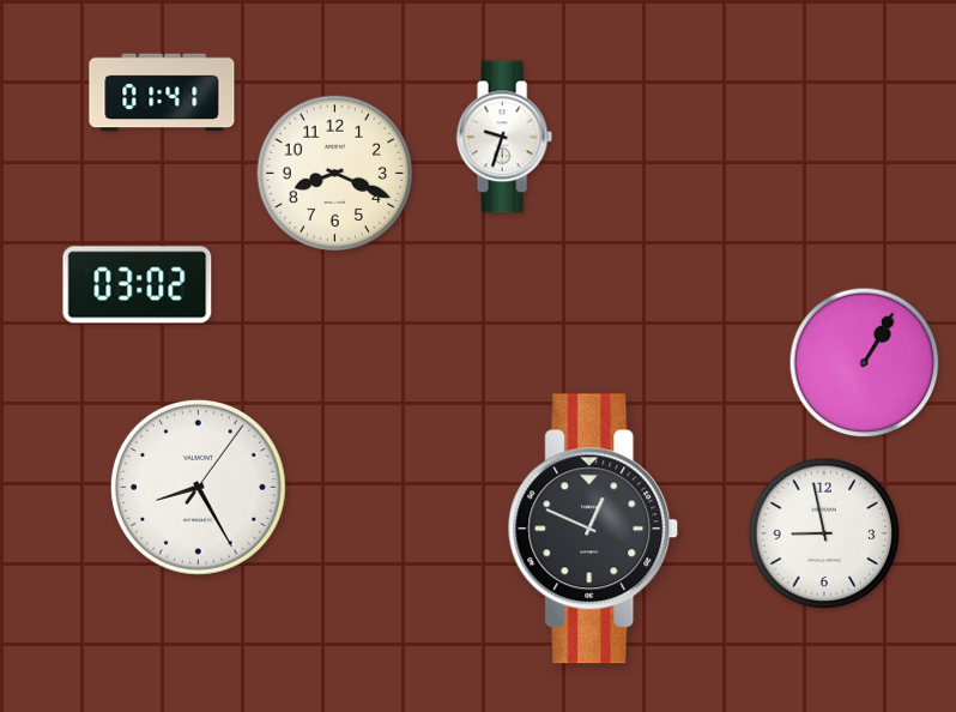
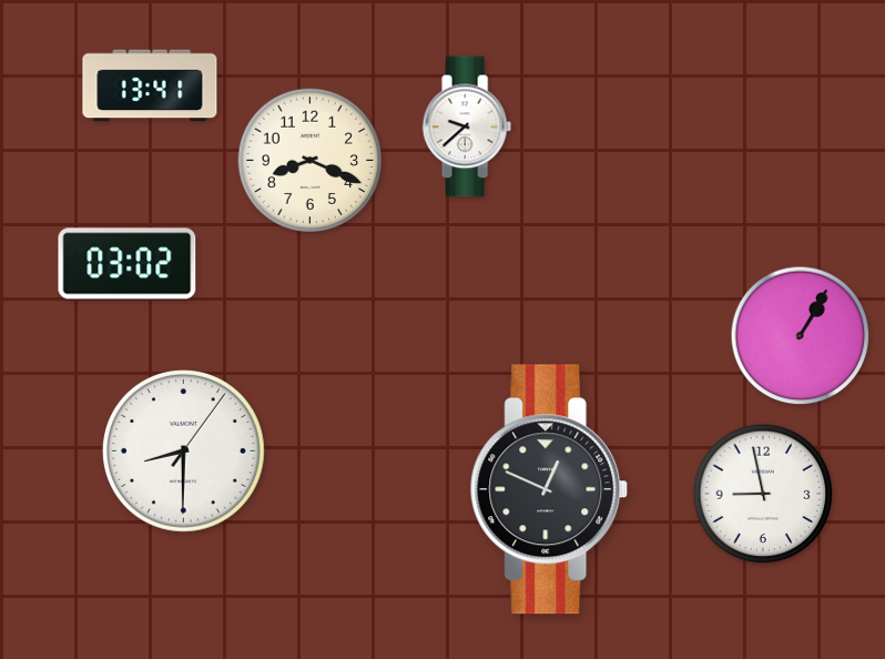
clock at (162, 92): 01:41 -> 13:41
clock at (504, 137): 9:33 -> 9:38
clock at (199, 488): 8:25 -> 8:30
